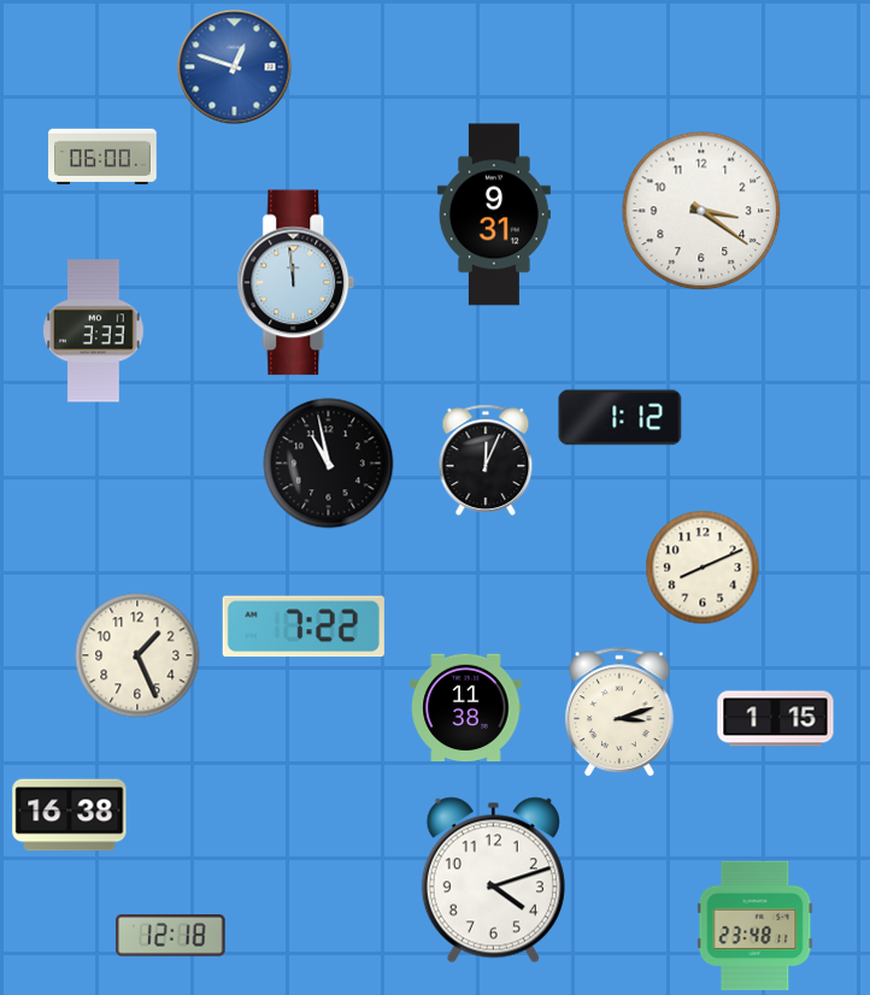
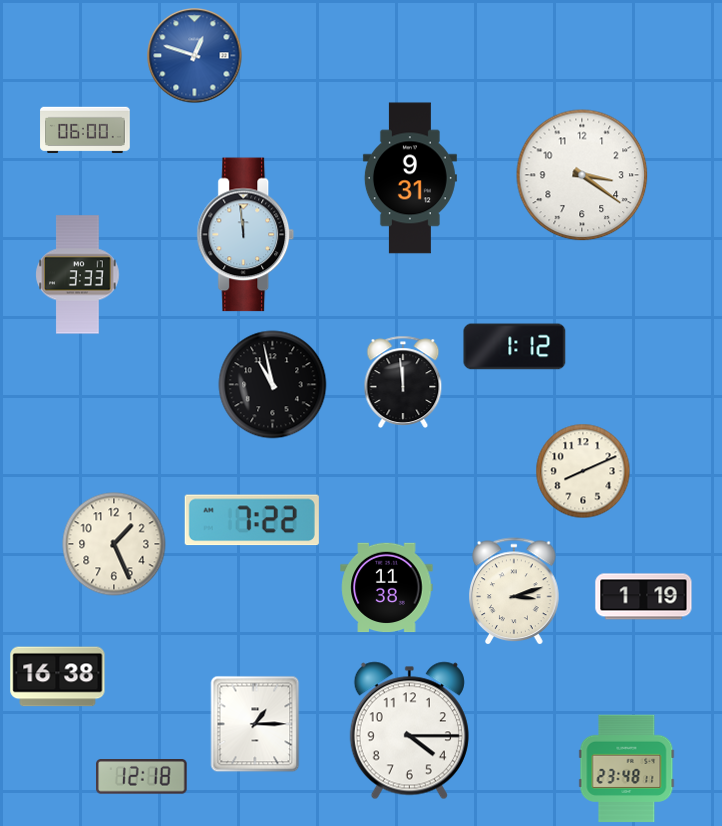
clock at (486, 460): 12:04 -> 11:59
clock at (776, 719): 1:15 -> 1:19
clock at (255, 724): none -> 1:15
clock at (493, 881): 4:12 -> 4:15
